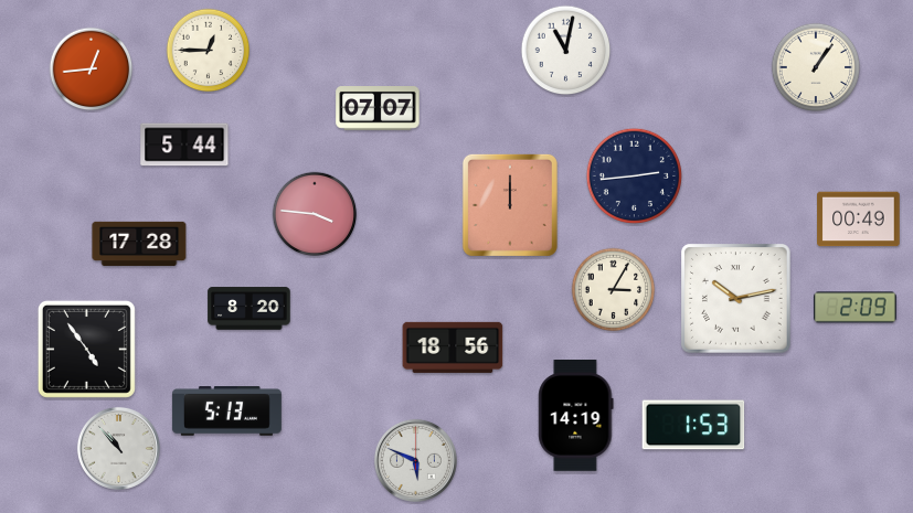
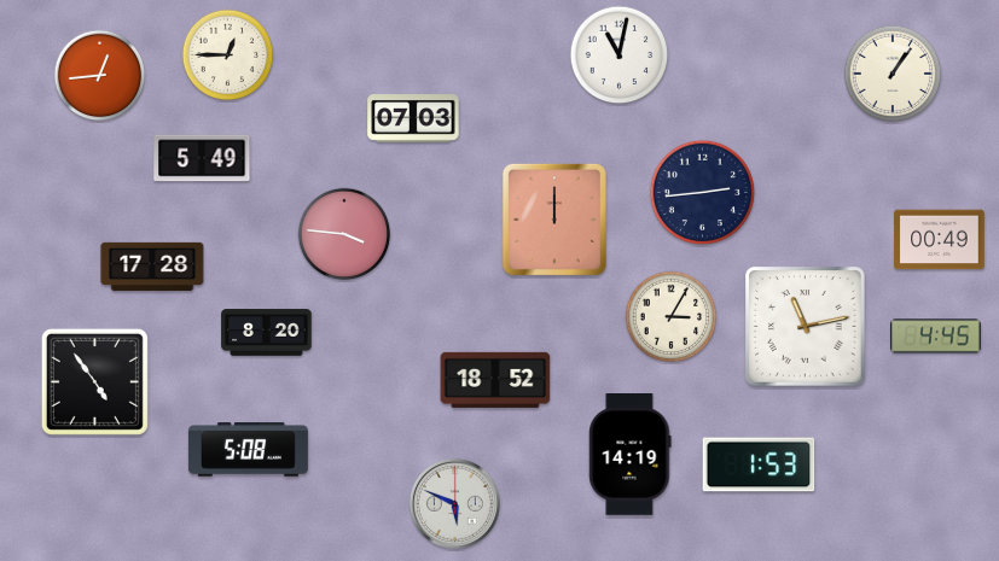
clock at (378, 109): 07:07 -> 07:03
clock at (184, 145): 5:44 -> 5:49
clock at (634, 175) position: (634, 175) -> (702, 192)
clock at (510, 205) position: (510, 205) -> (554, 220)
clock at (736, 299): 10:13 -> 11:13
clock at (856, 308): 2:09 -> 4:45
clock at (250, 309) position: (250, 309) -> (267, 333)
clock at (453, 348): 18:56 -> 18:52
clock at (226, 412): 5:13 -> 5:08
clock at (118, 448): 10:53 -> none
